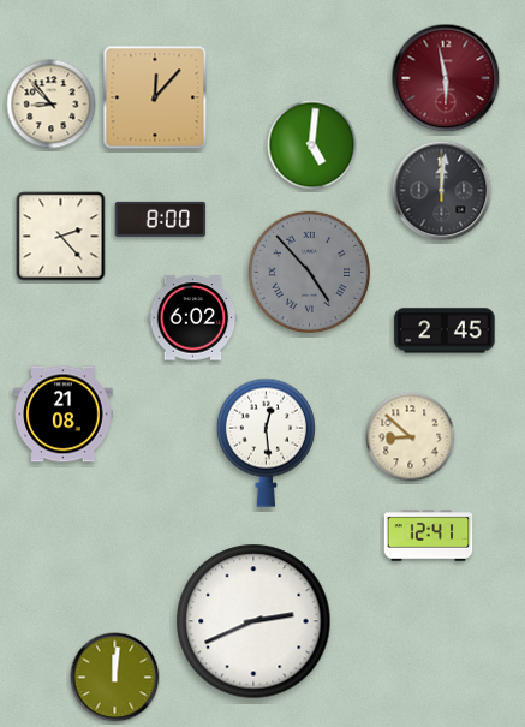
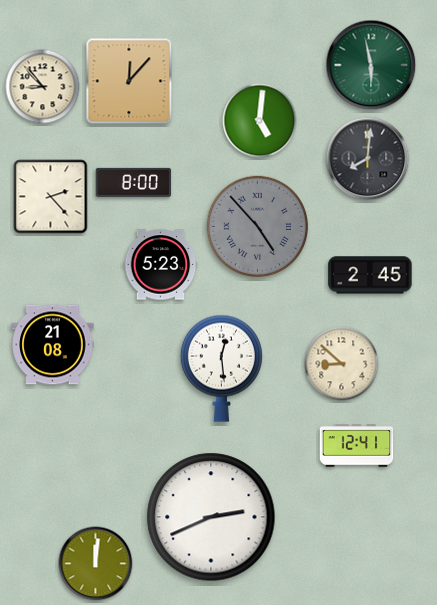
clock at (446, 78) dial: burgundy -> green
clock at (442, 191): 12:01 -> 8:01
clock at (193, 318): 6:02 -> 5:23
